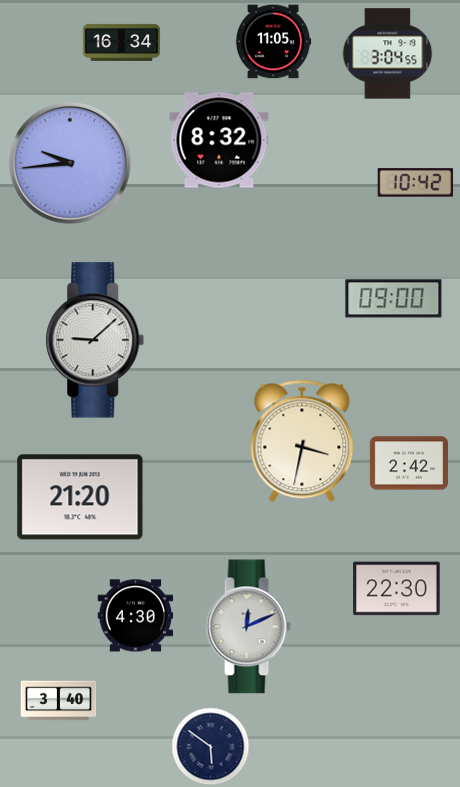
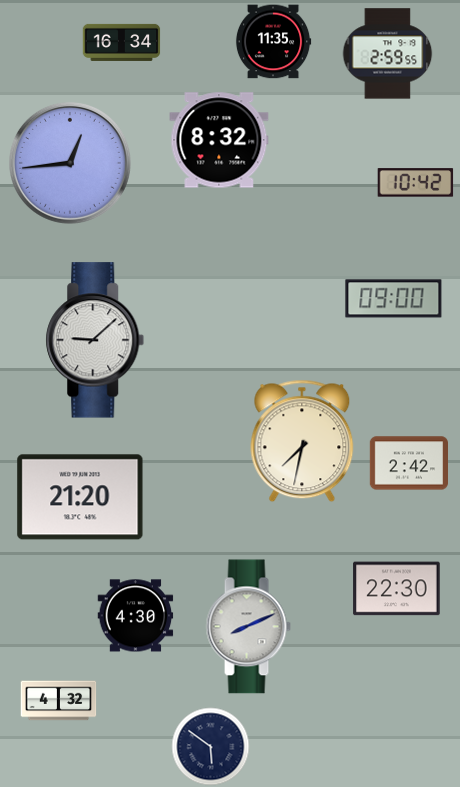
clock at (273, 42): 11:05 -> 11:35
clock at (388, 54): 3:04 -> 2:59
clock at (70, 163): 9:44 -> 12:44
clock at (302, 441): 3:32 -> 7:32
clock at (248, 627): 12:11 -> 8:11
clock at (59, 701): 3:40 -> 4:32
